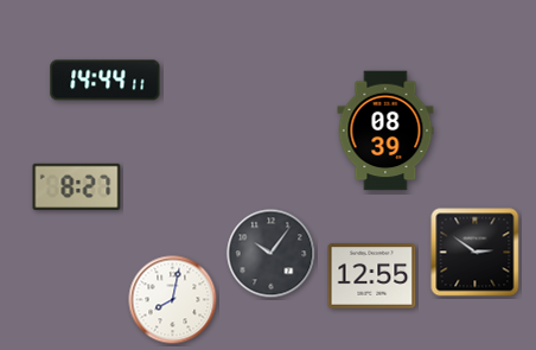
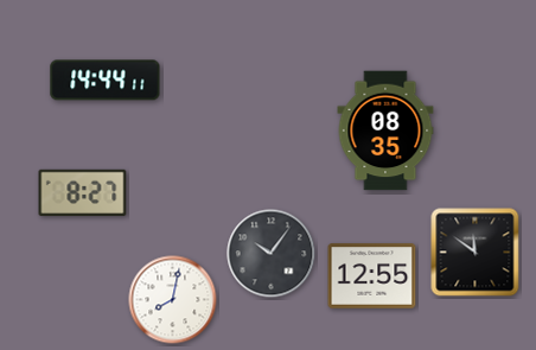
clock at (385, 131): 08:39 -> 08:35
clock at (77, 186) position: (77, 186) -> (83, 192)
clock at (476, 253): 2:51 -> 11:51
